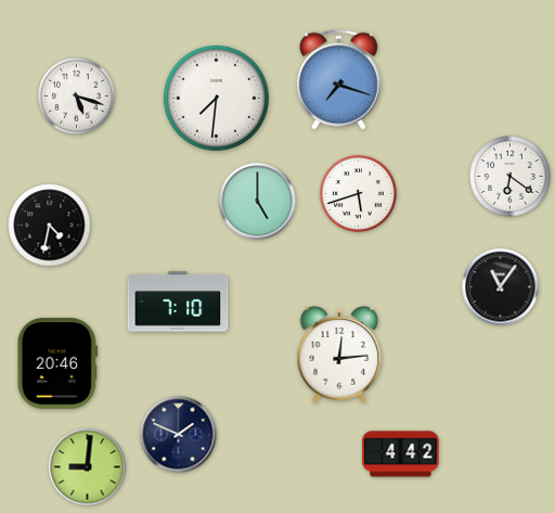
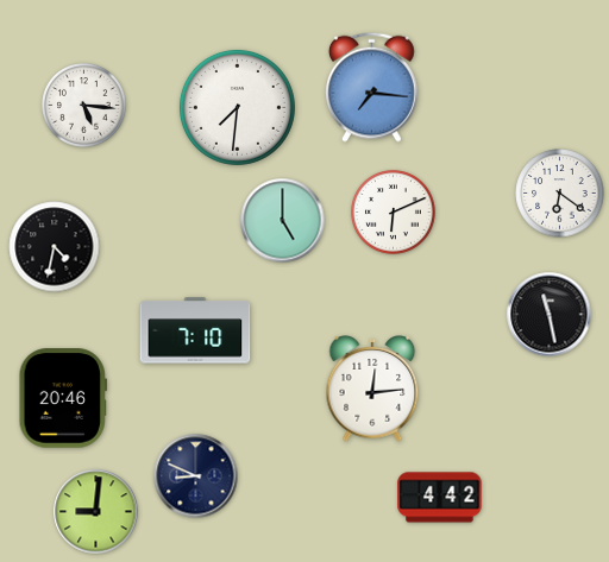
clock at (339, 79): 7:18 -> 7:16
clock at (77, 97): 5:18 -> 5:16
clock at (359, 194): 5:42 -> 6:11
clock at (501, 287): 11:06 -> 11:28
clock at (179, 435): 1:49 -> 8:49
